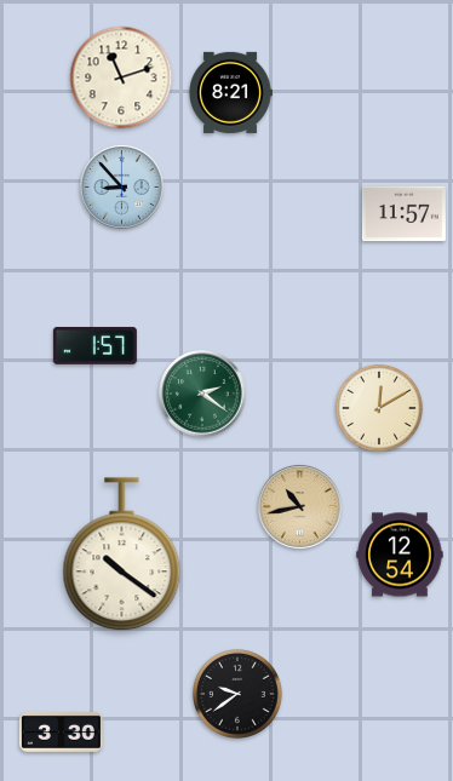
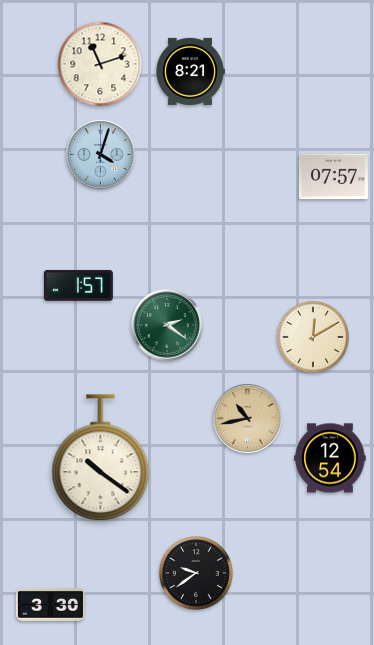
clock at (230, 92) position: (230, 92) -> (190, 71)
clock at (122, 188): 8:53 -> 4:03
clock at (403, 214): 11:57 -> 07:57
